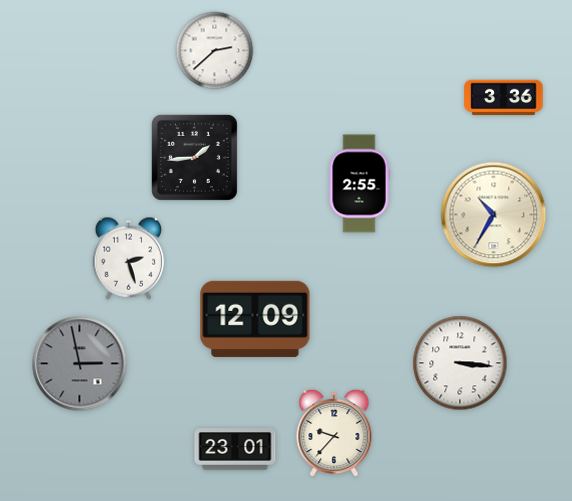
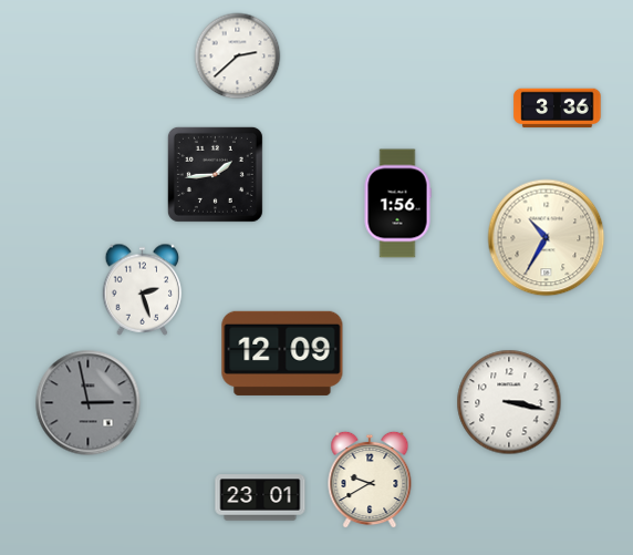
clock at (359, 184): 2:55 -> 1:56
clock at (129, 258) position: (129, 258) -> (143, 289)
clock at (460, 363): 3:16 -> 3:17
clock at (334, 433): 9:37 -> 9:40
